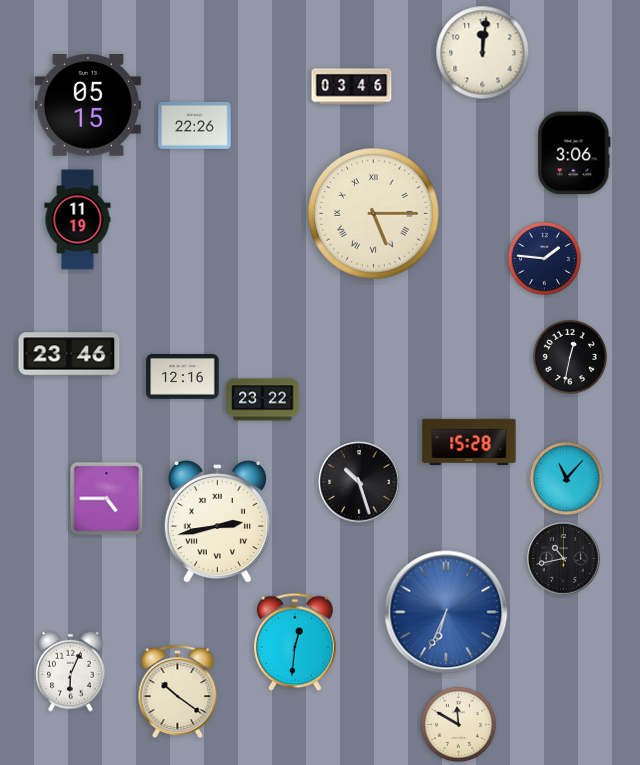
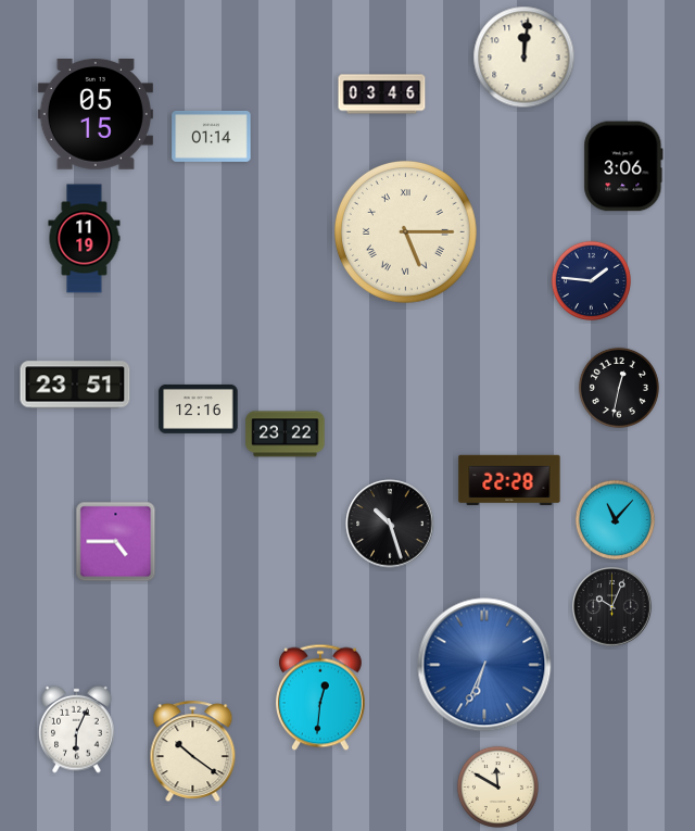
clock at (195, 125): 22:26 -> 01:14
clock at (69, 354): 23:46 -> 23:51
clock at (469, 442): 15:28 -> 22:28
clock at (217, 522): 2:43 -> none
clock at (564, 559): 10:43 -> 10:04
